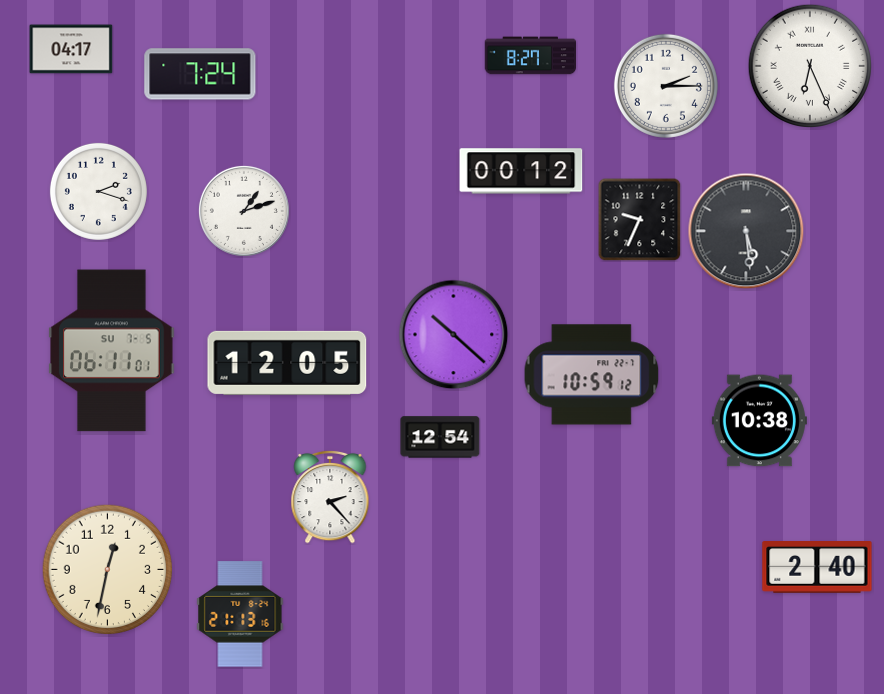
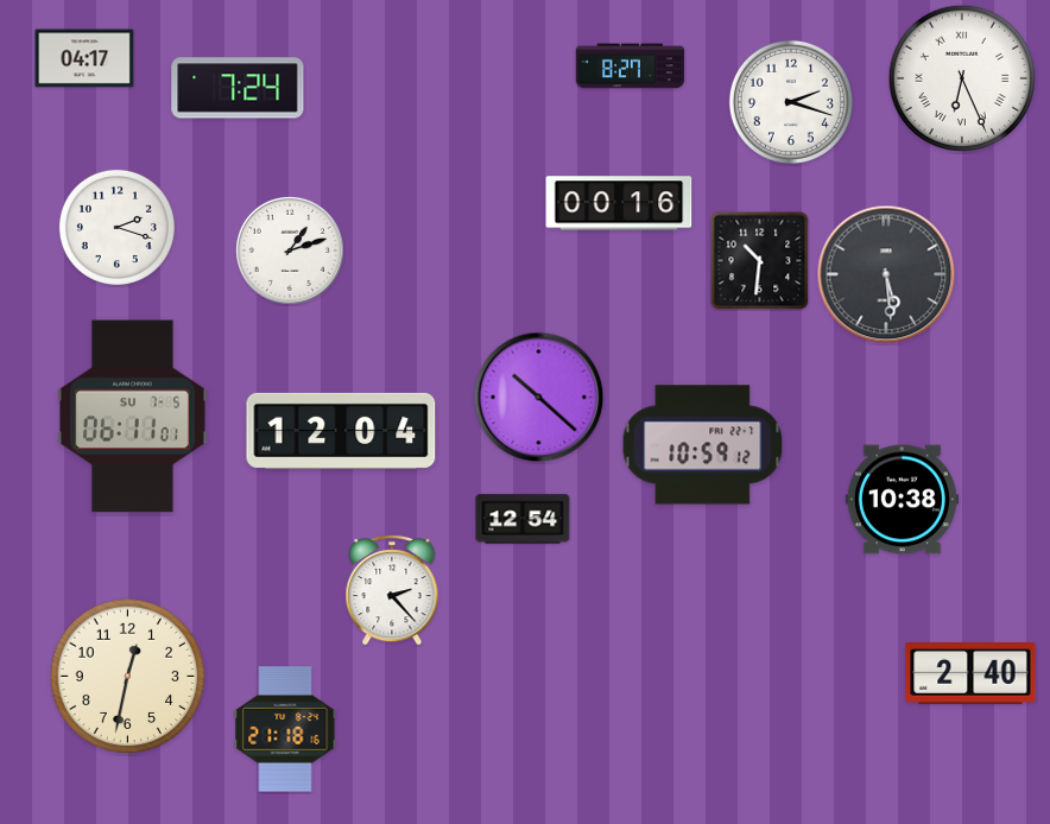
clock at (666, 86): 2:15 -> 2:18
clock at (521, 171): 00:12 -> 00:16
clock at (639, 219): 9:34 -> 10:31
clock at (287, 363): 12:05 -> 12:04
clock at (240, 614): 21:13 -> 21:18
